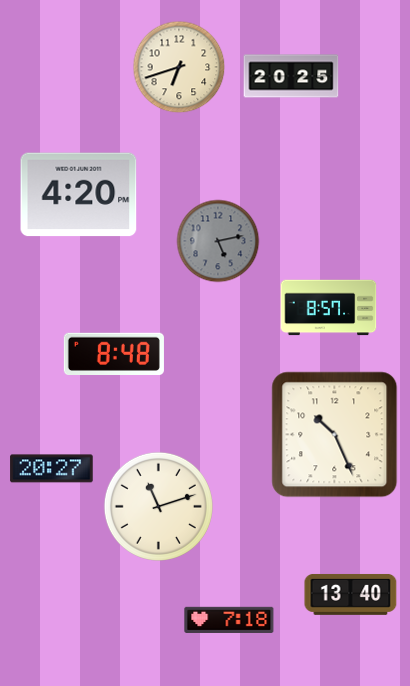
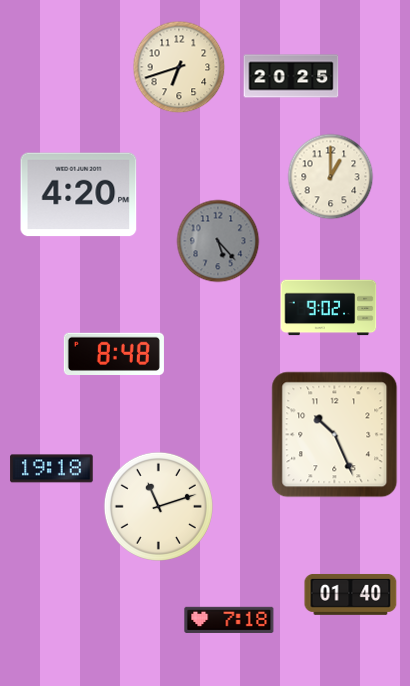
clock at (331, 177): none -> 1:00
clock at (218, 241): 5:13 -> 5:23
clock at (329, 308): 8:57 -> 9:02
clock at (52, 469): 20:27 -> 19:18
clock at (351, 594): 13:40 -> 01:40
